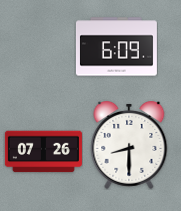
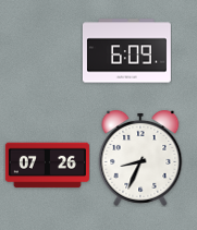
clock at (129, 146): 8:30 -> 8:34
